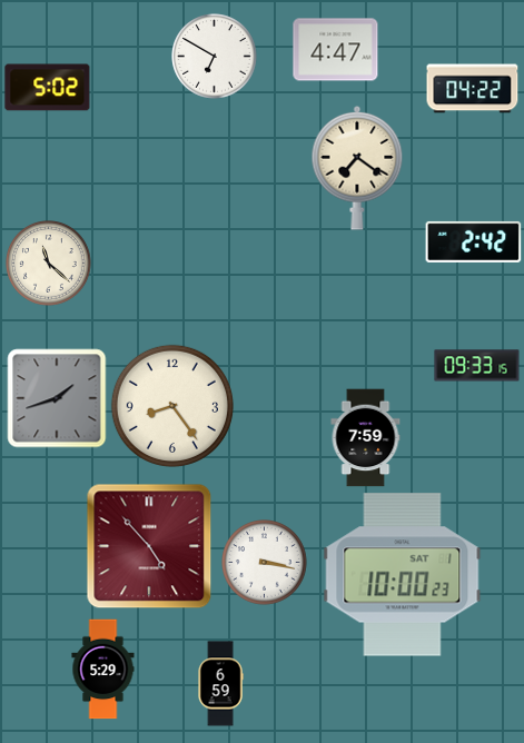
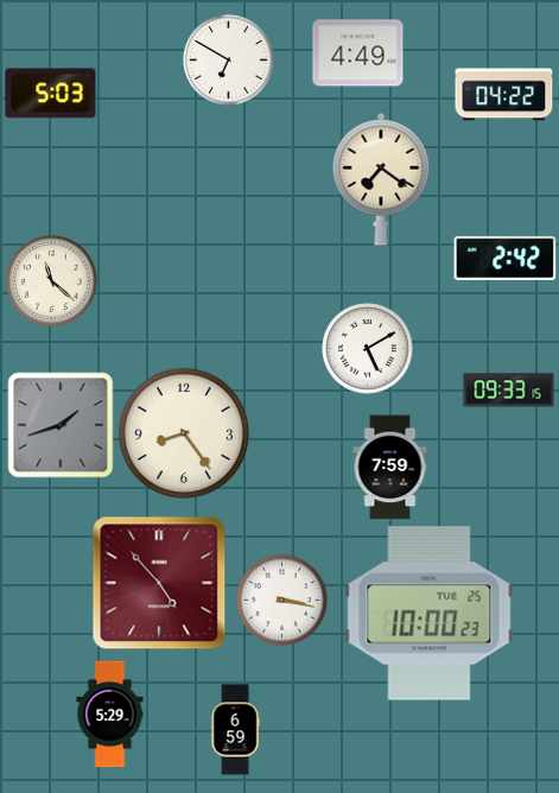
clock at (336, 50): 4:47 -> 4:49
clock at (48, 88): 5:02 -> 5:03
clock at (368, 349): none -> 5:10
clock at (403, 575) date: SAT 1 -> TUE 25
